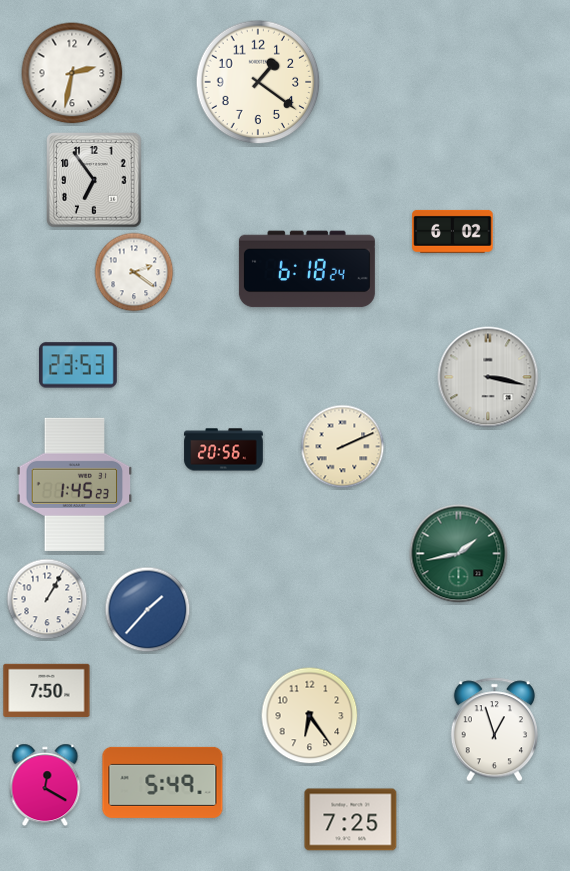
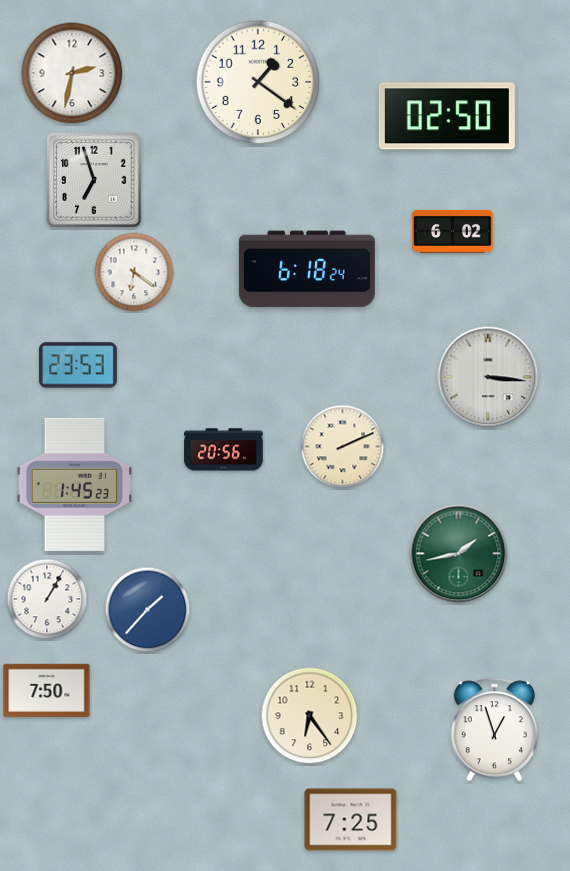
clock at (447, 116): none -> 02:50
clock at (95, 181): 6:54 -> 6:57
clock at (134, 272): 2:21 -> 6:21
clock at (488, 377): 3:17 -> 3:16
clock at (163, 782): 5:49 -> none
clock at (45, 785): 12:20 -> none
